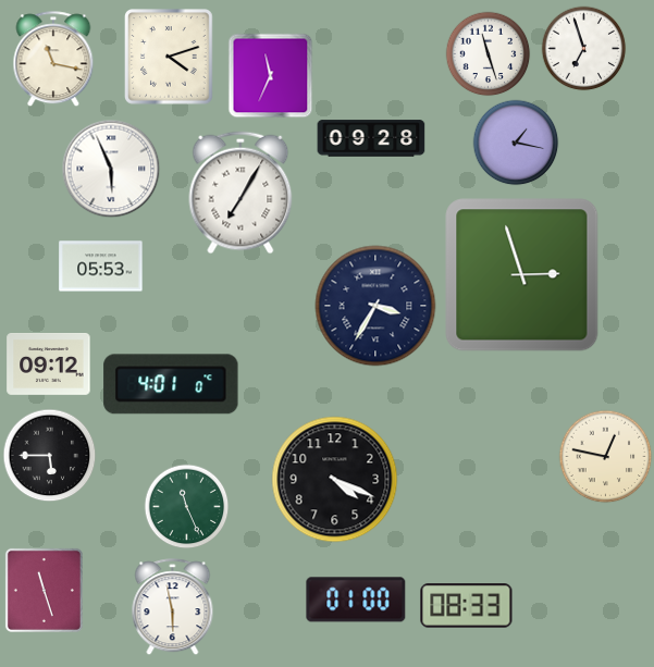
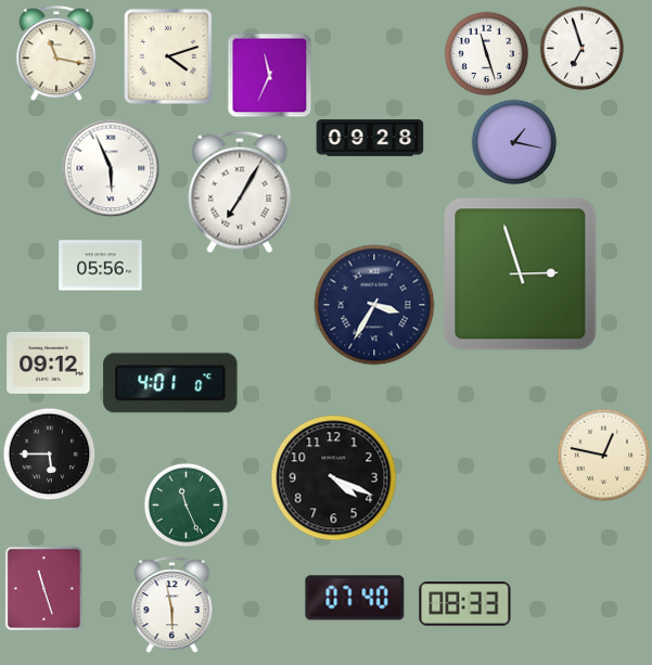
clock at (53, 59) position: (53, 59) -> (56, 53)
clock at (101, 267): 05:53 -> 05:56
clock at (356, 600): 01:00 -> 07:40
